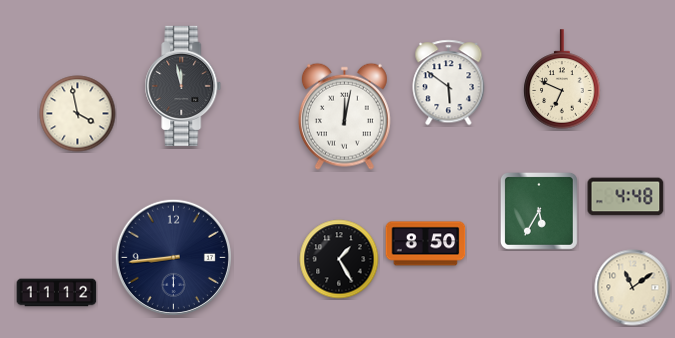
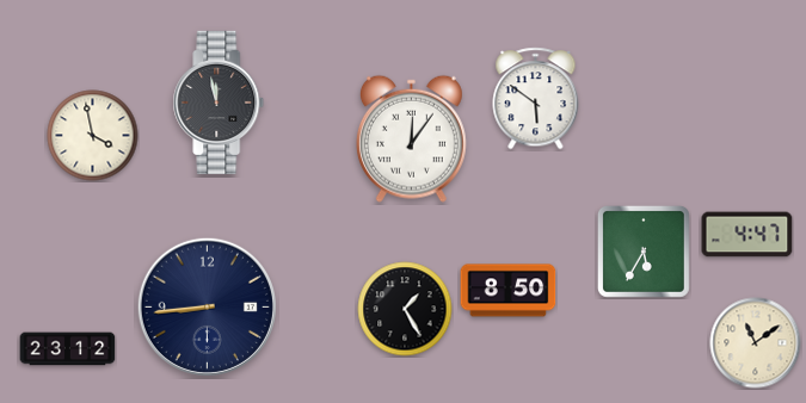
clock at (562, 79): 6:49 -> none
clock at (344, 116): 12:02 -> 12:06
clock at (626, 197): 4:48 -> 4:47
clock at (57, 293): 11:12 -> 23:12
